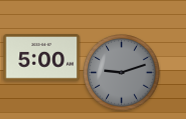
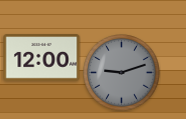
clock at (42, 58): 5:00 -> 12:00
